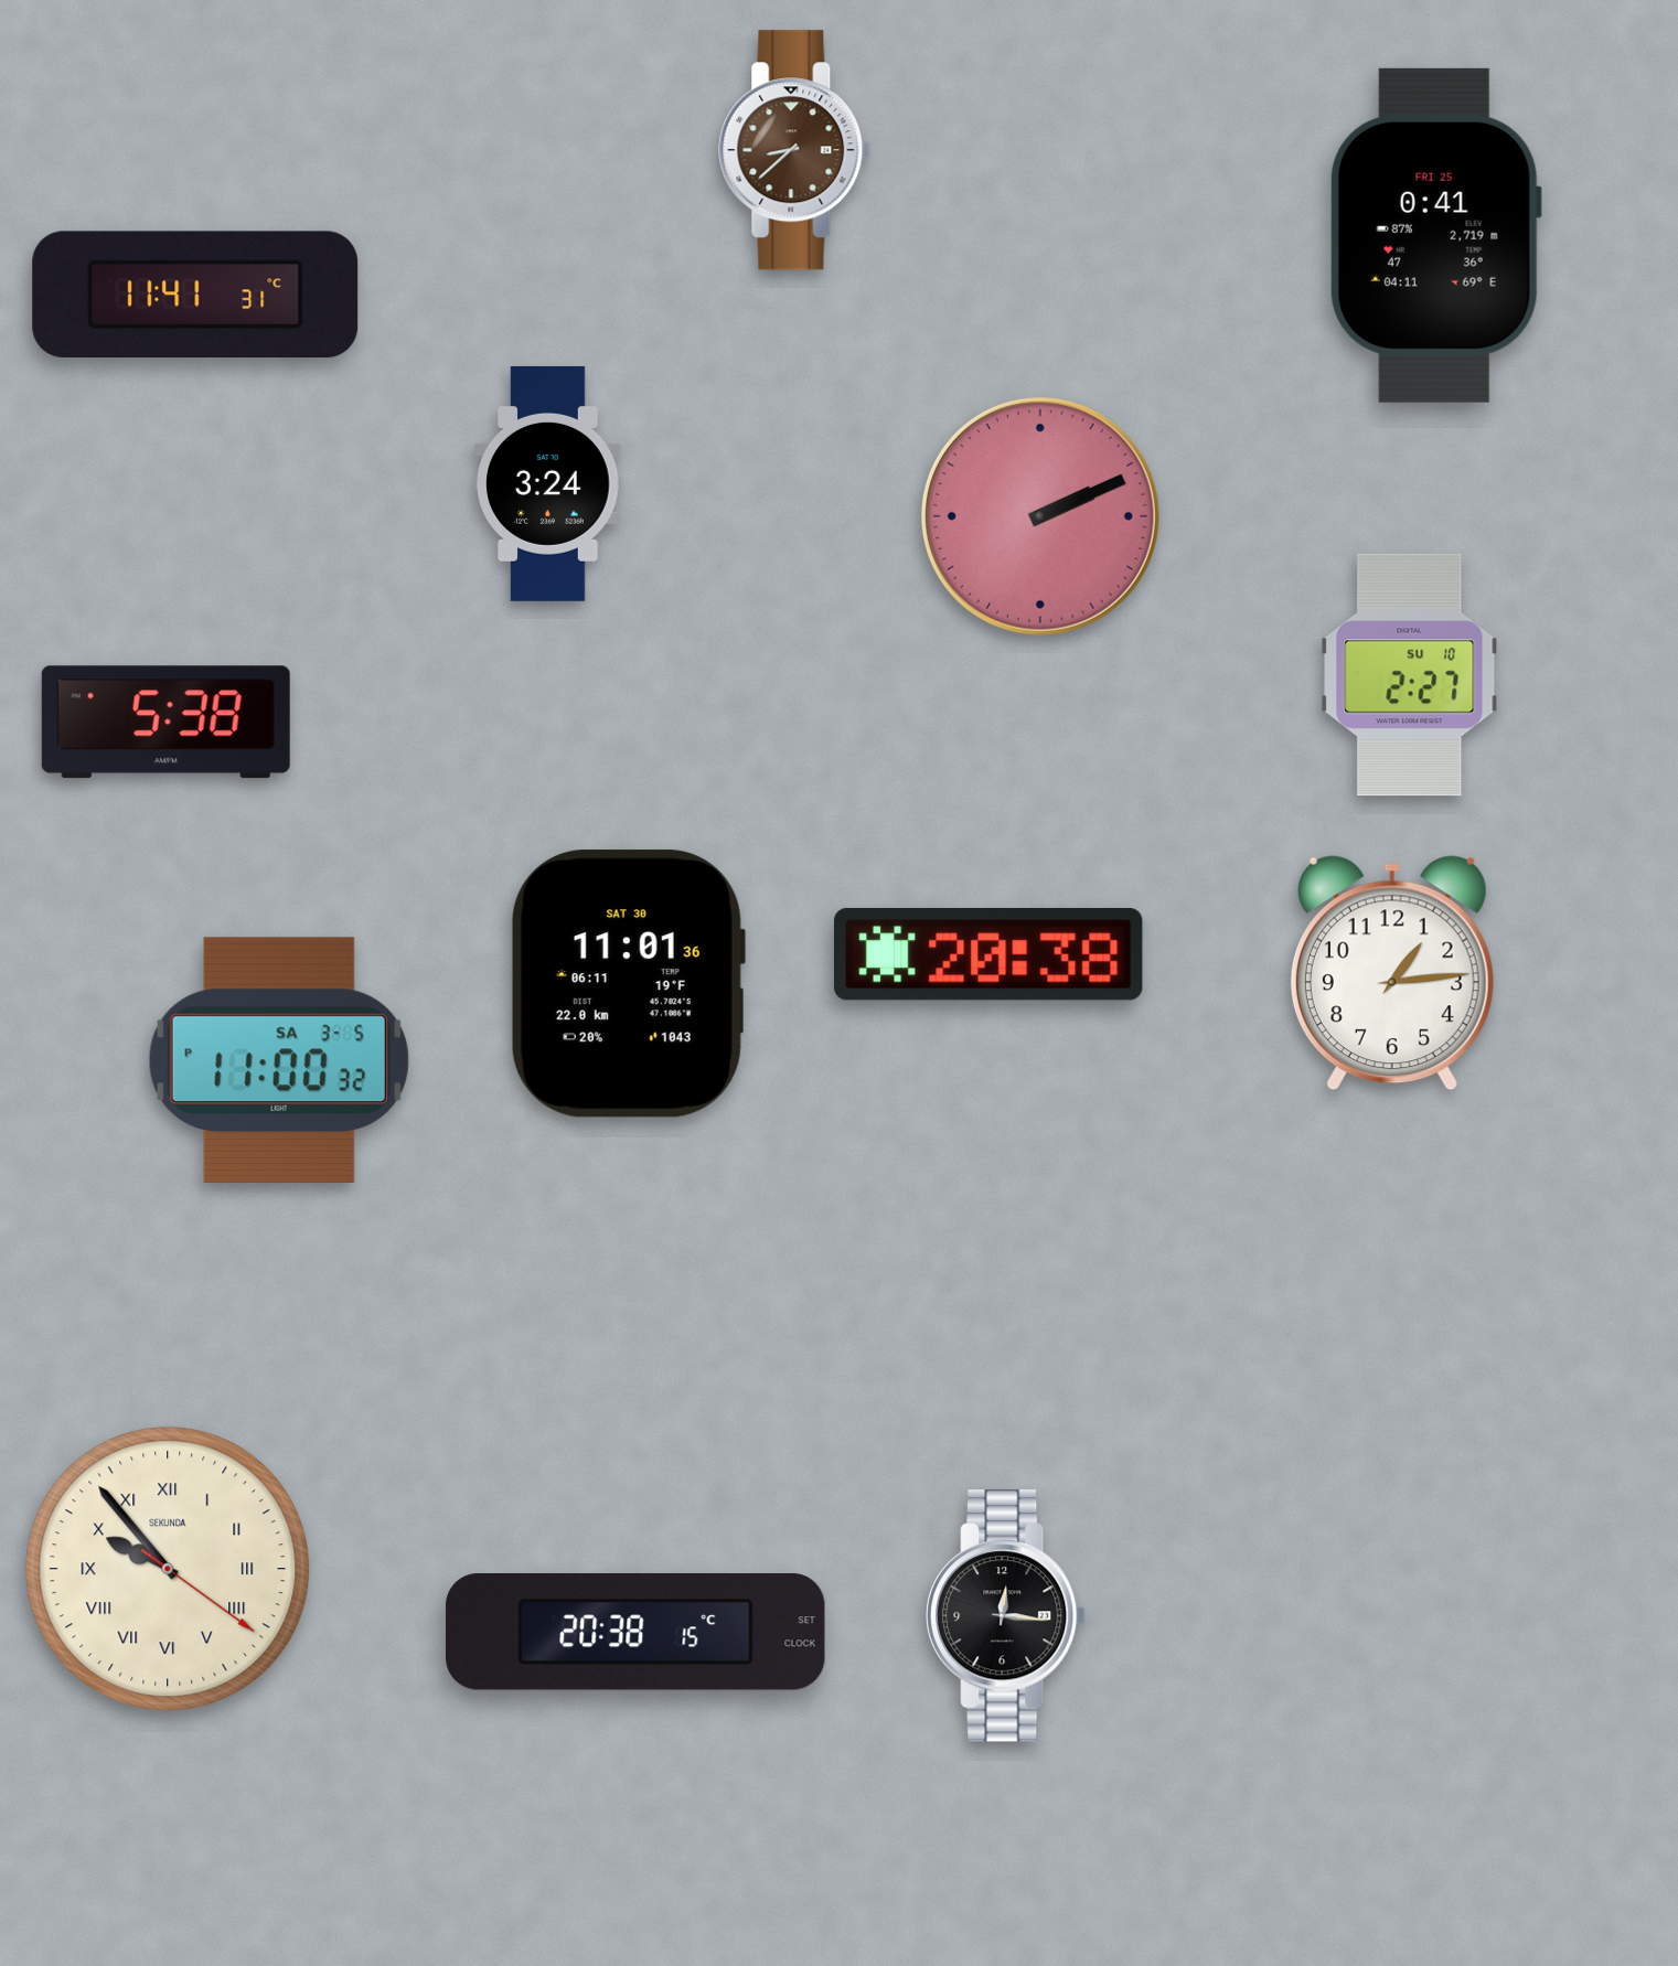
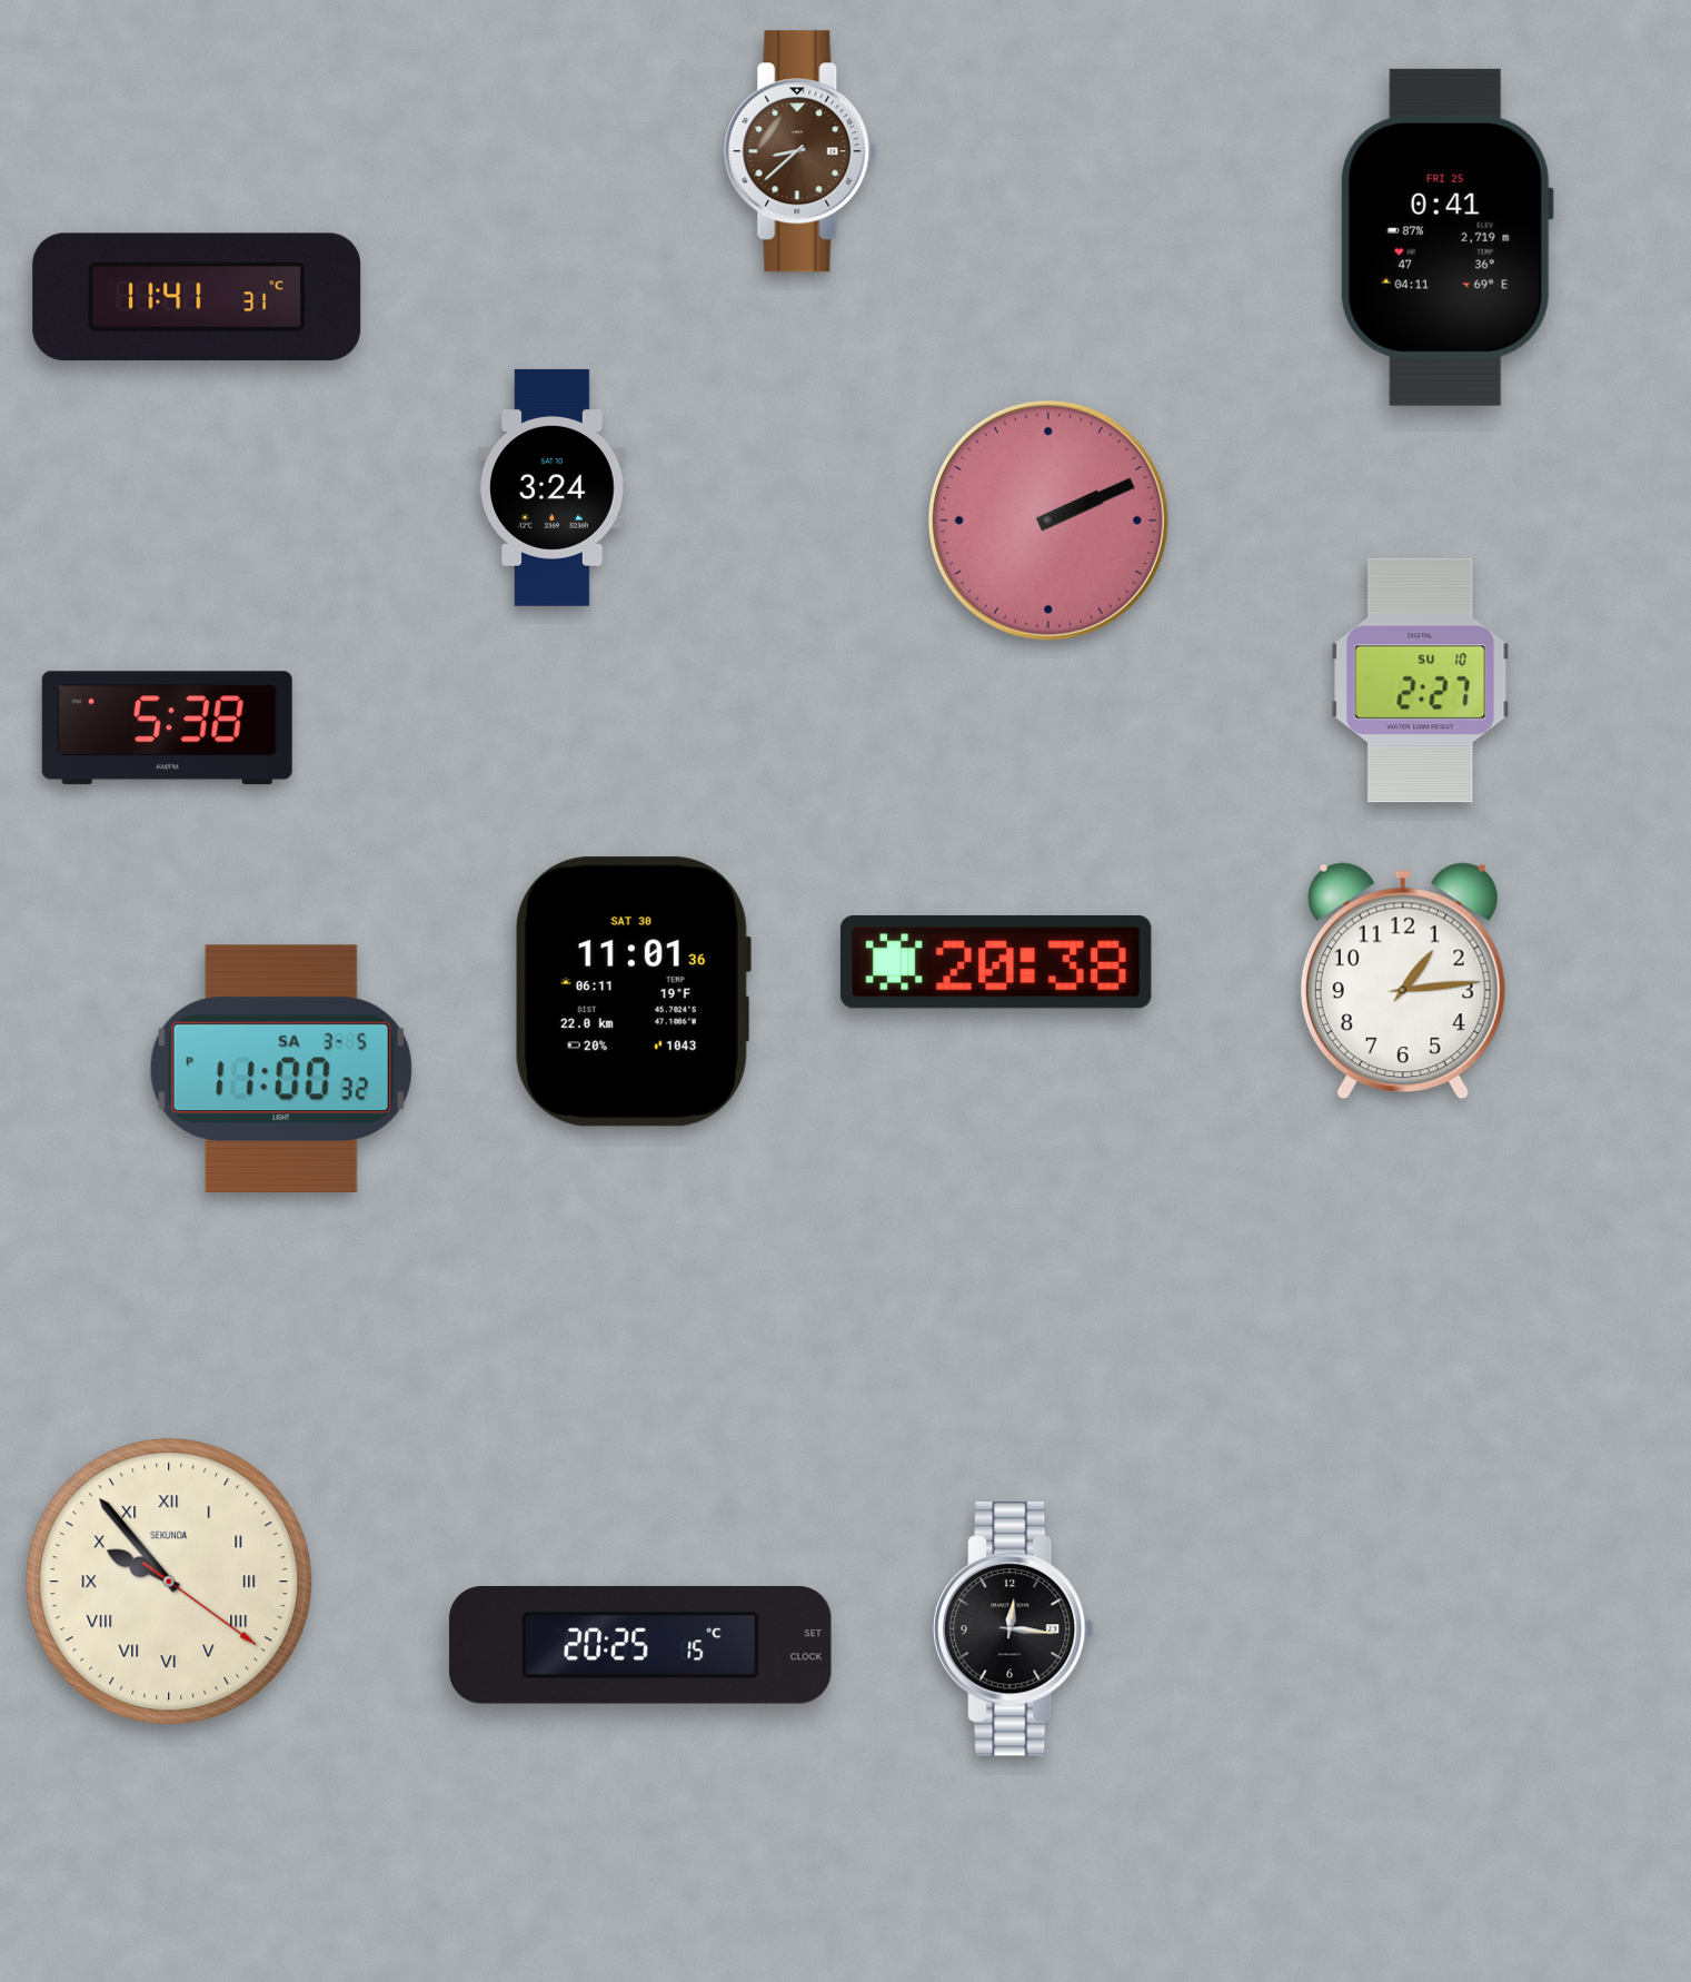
clock at (635, 1633): 20:38 -> 20:25
